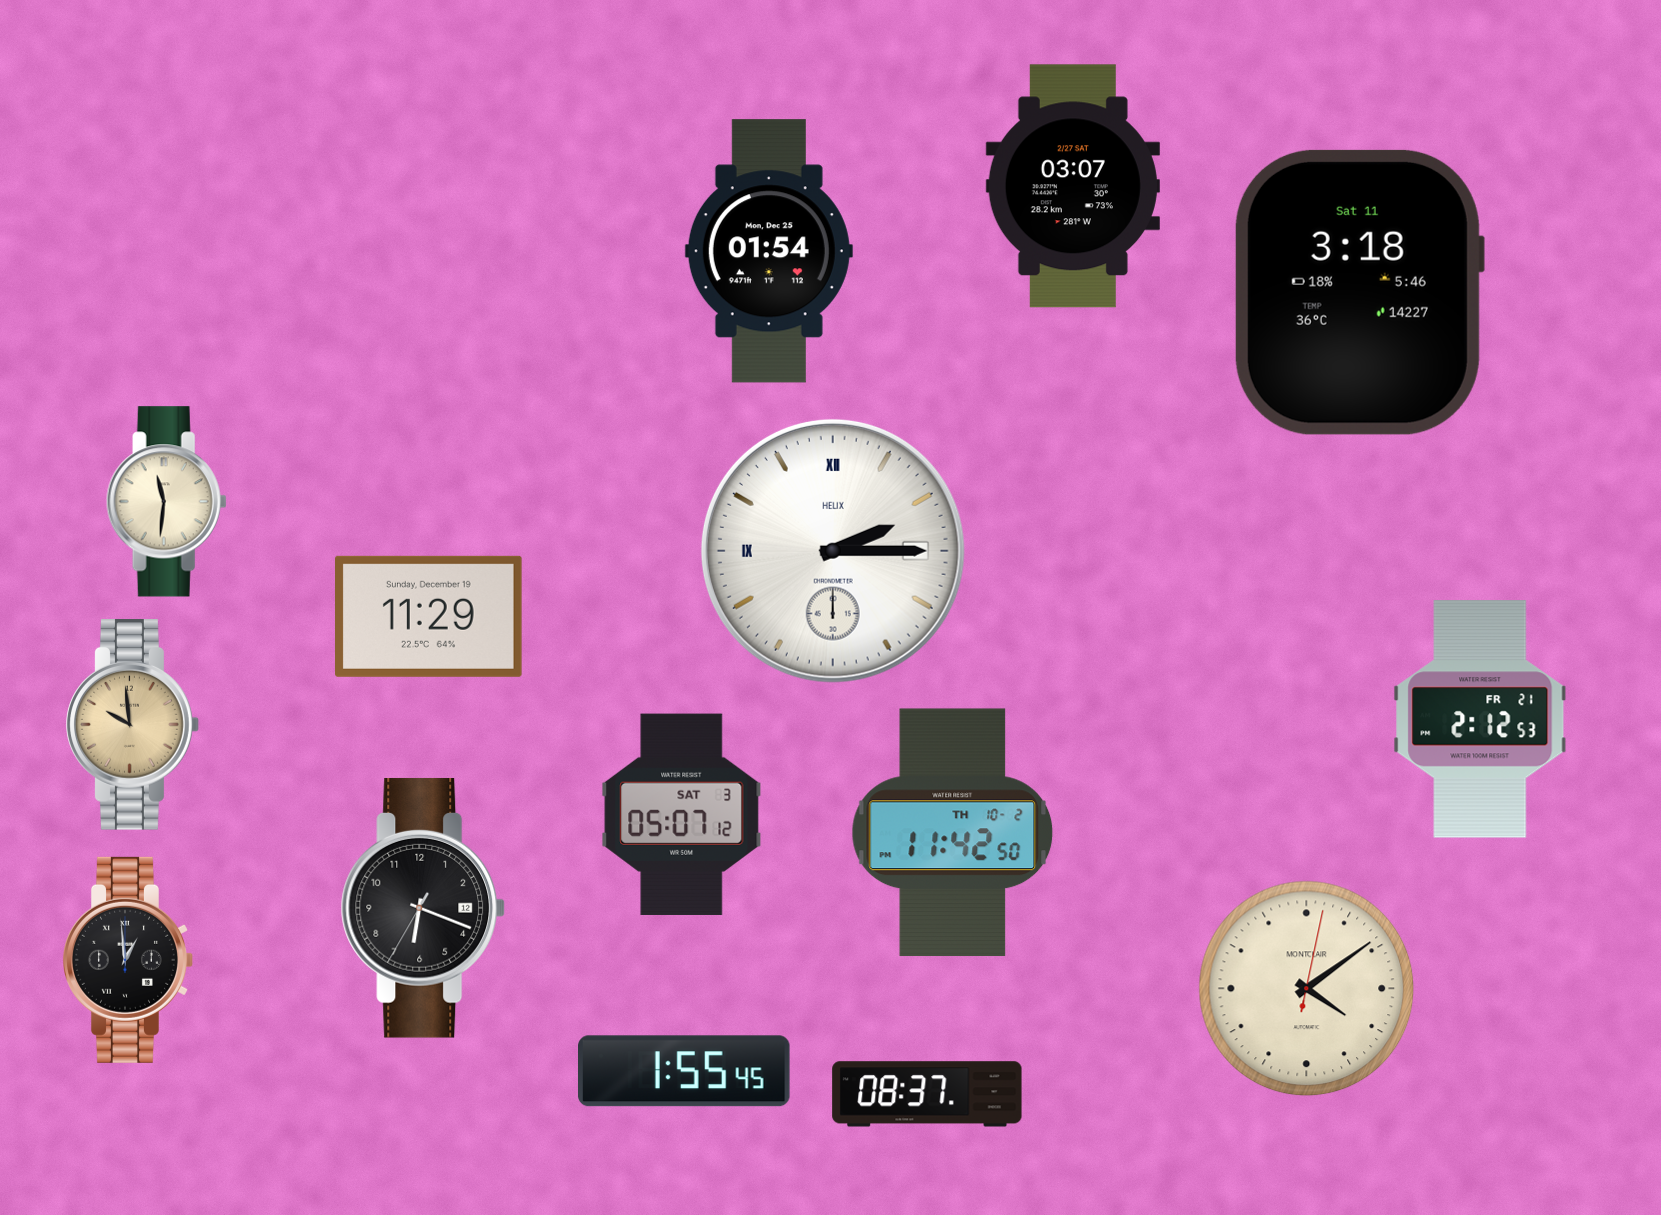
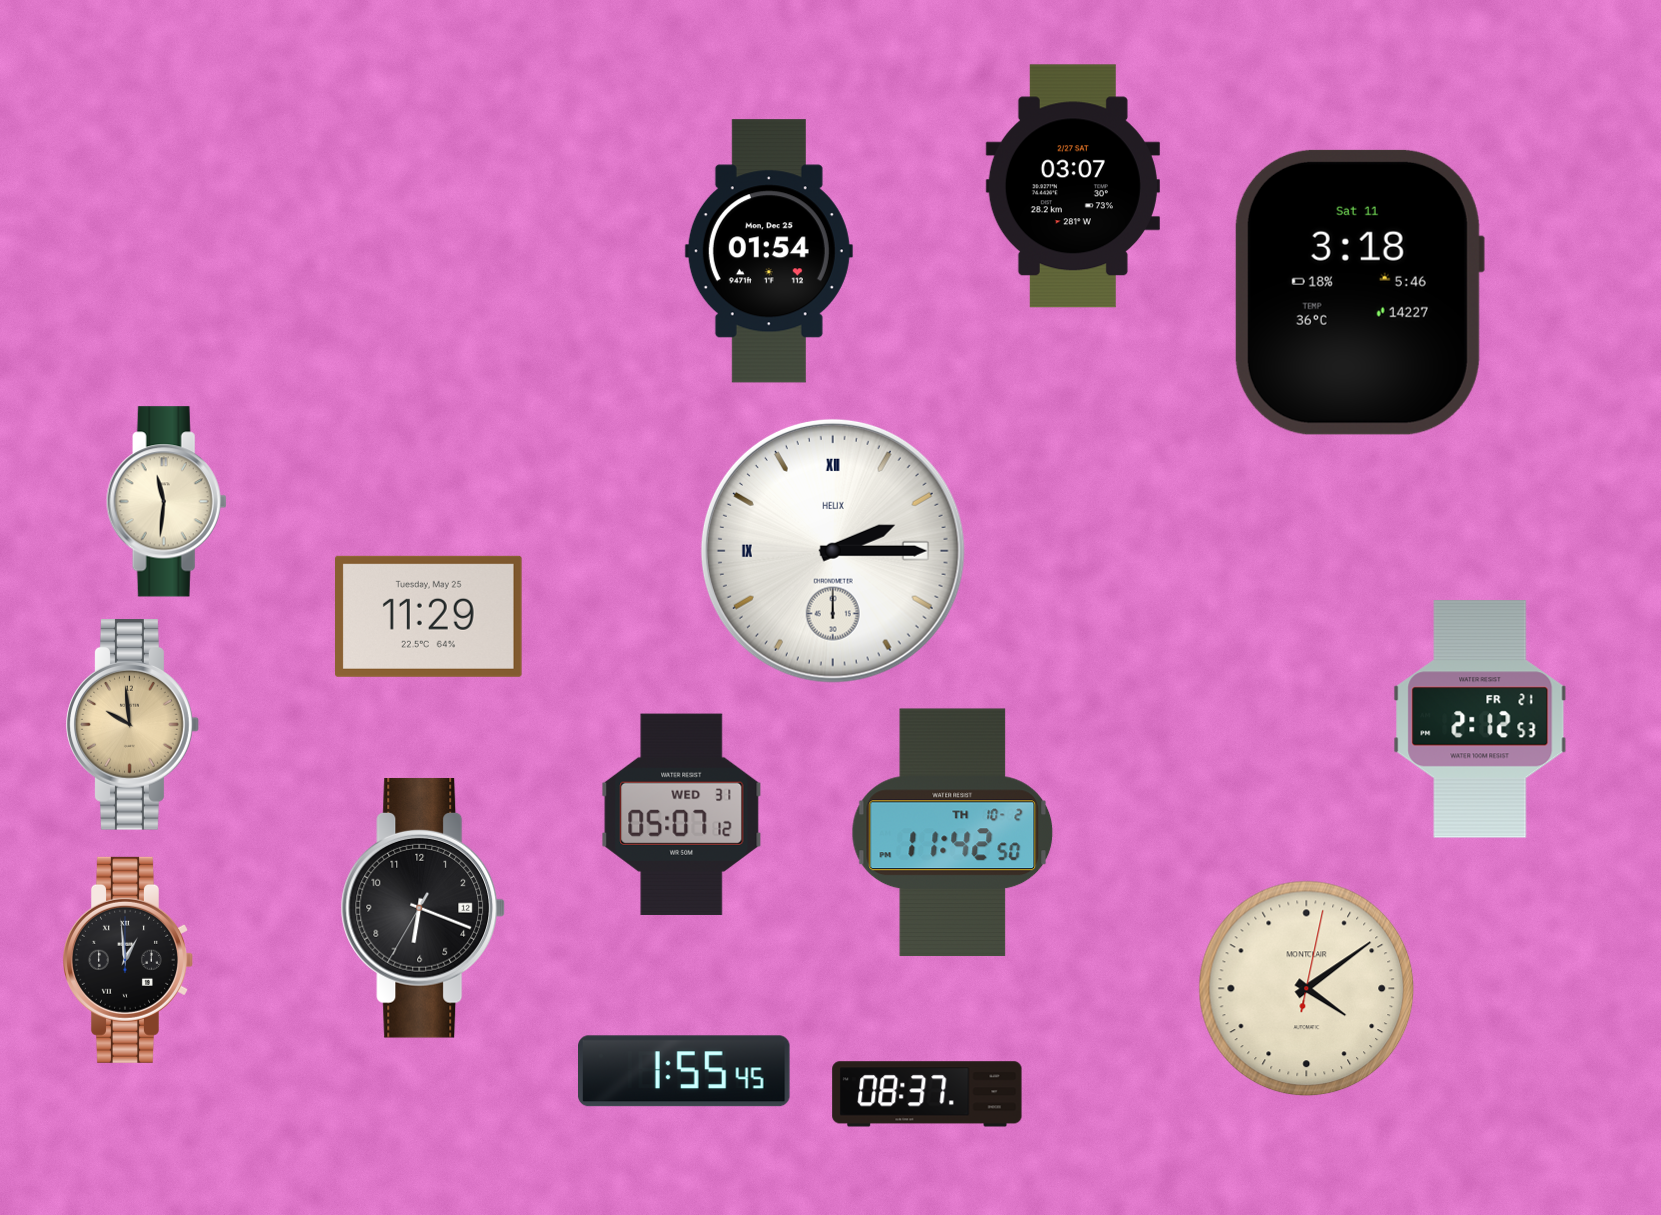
clock at (429, 616) date: Sunday, December 19 -> Tuesday, May 25
clock at (682, 814) date: SAT 3 -> WED 31
